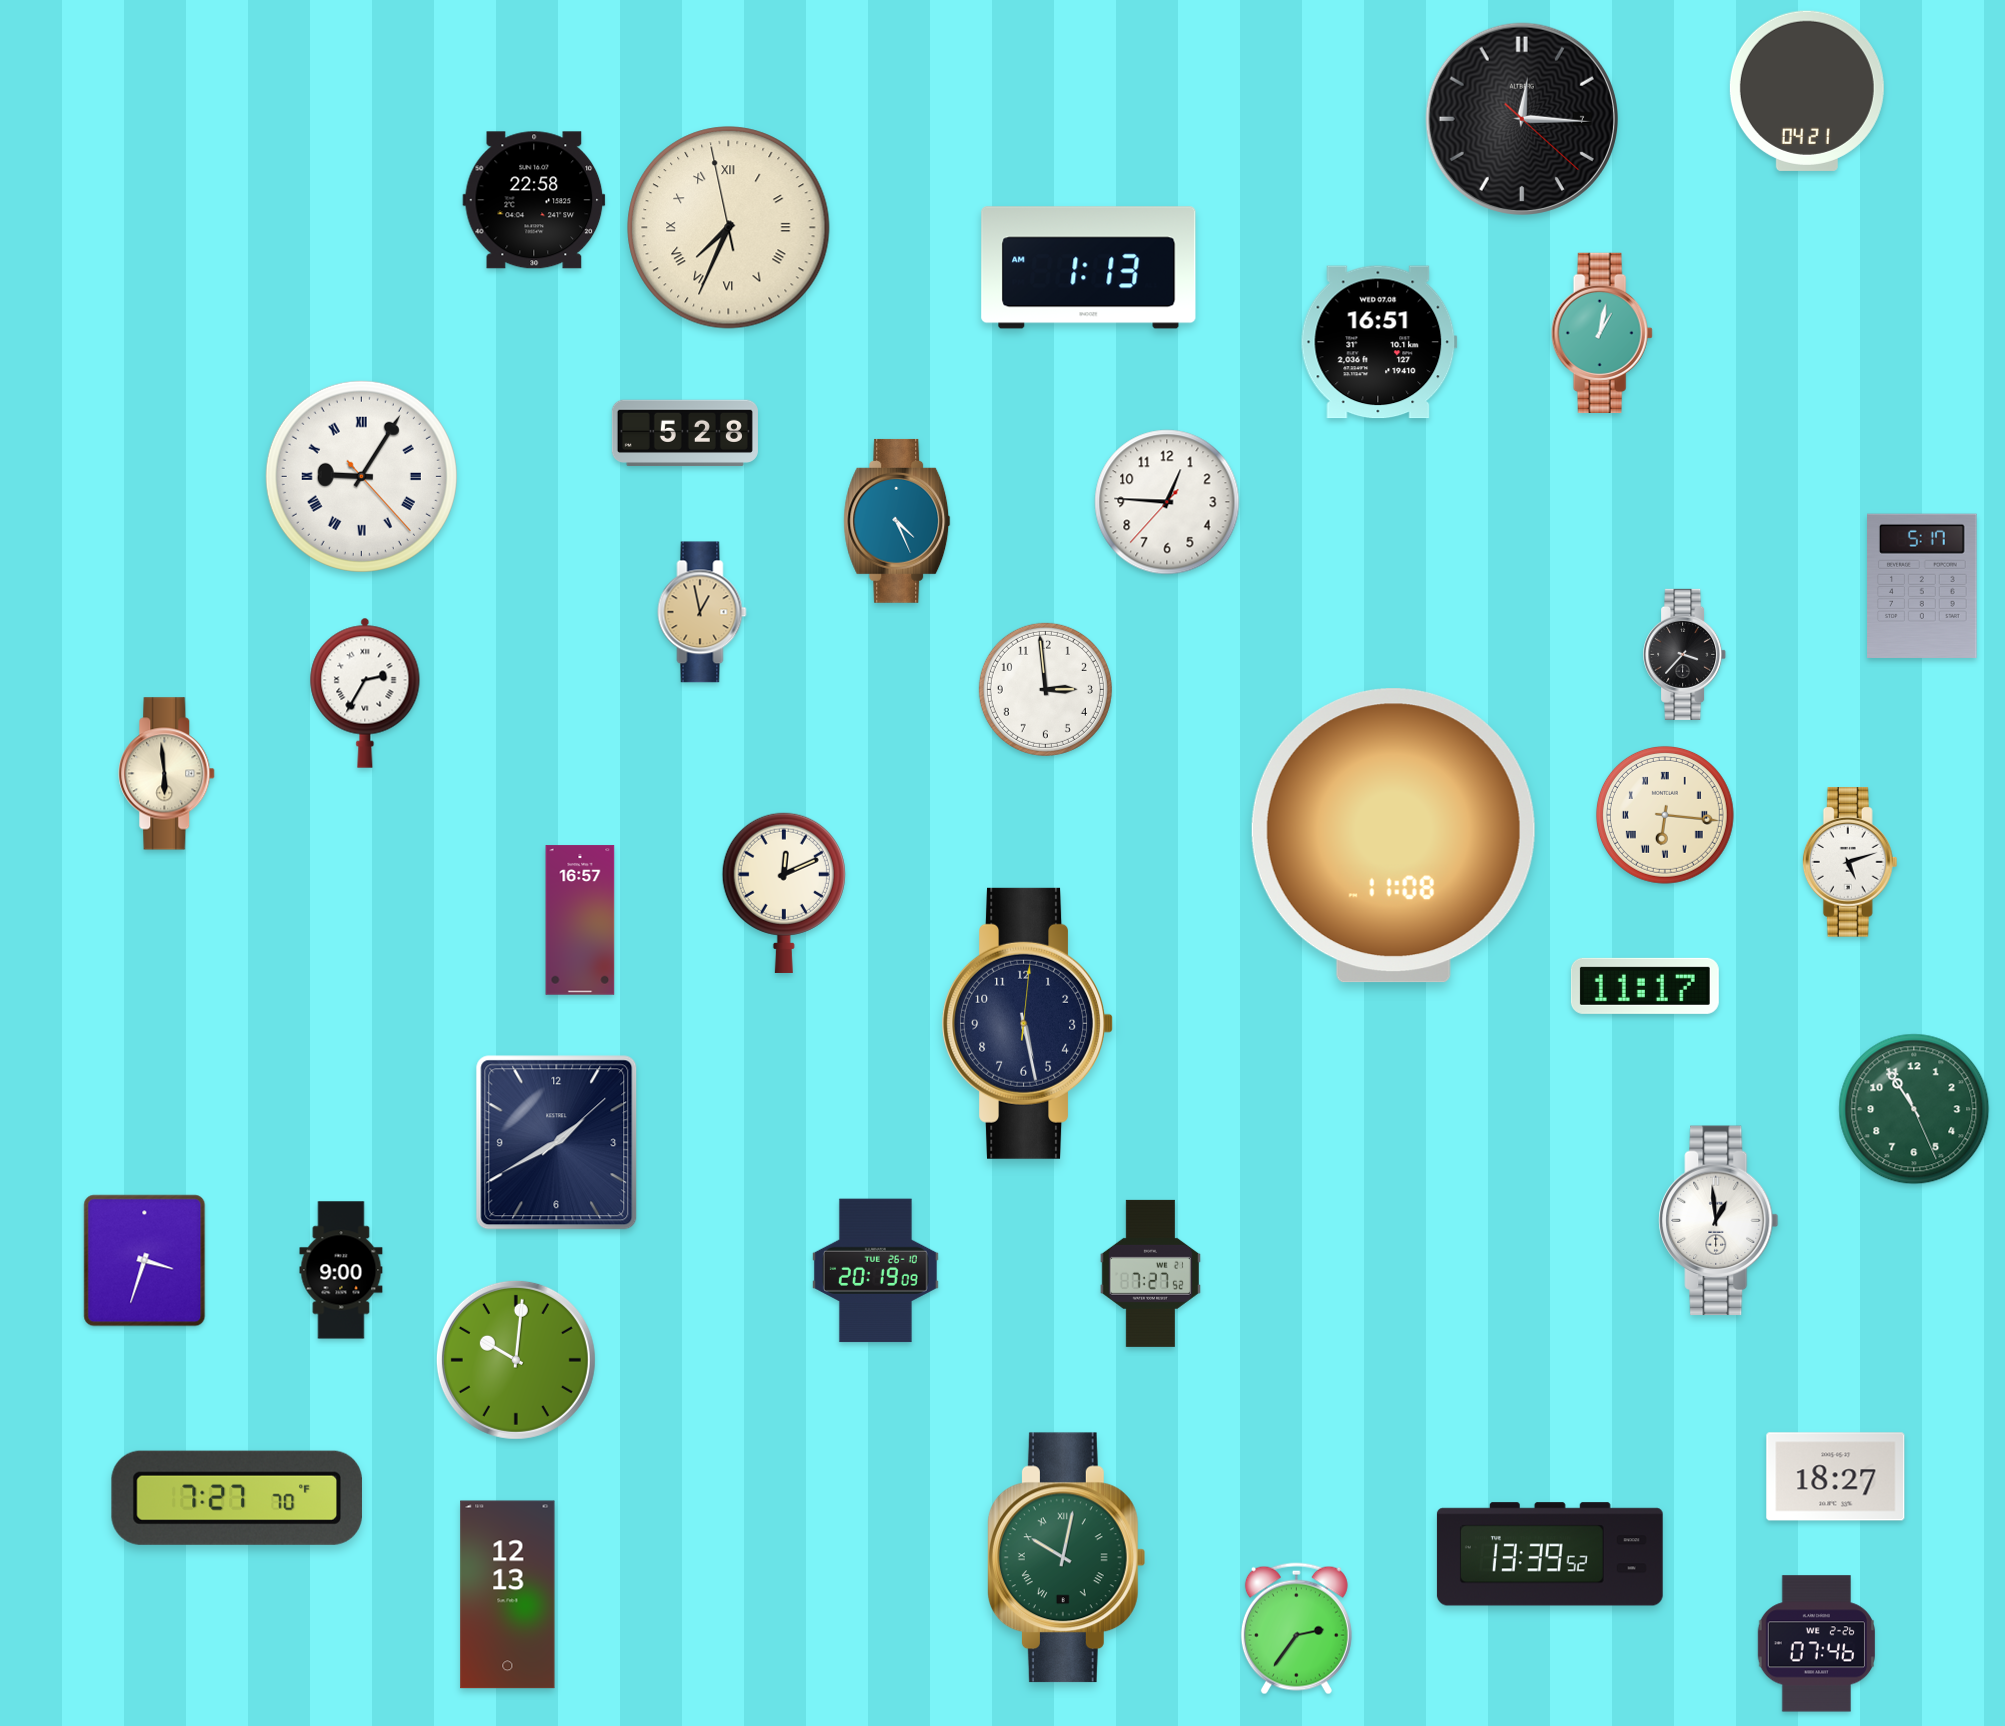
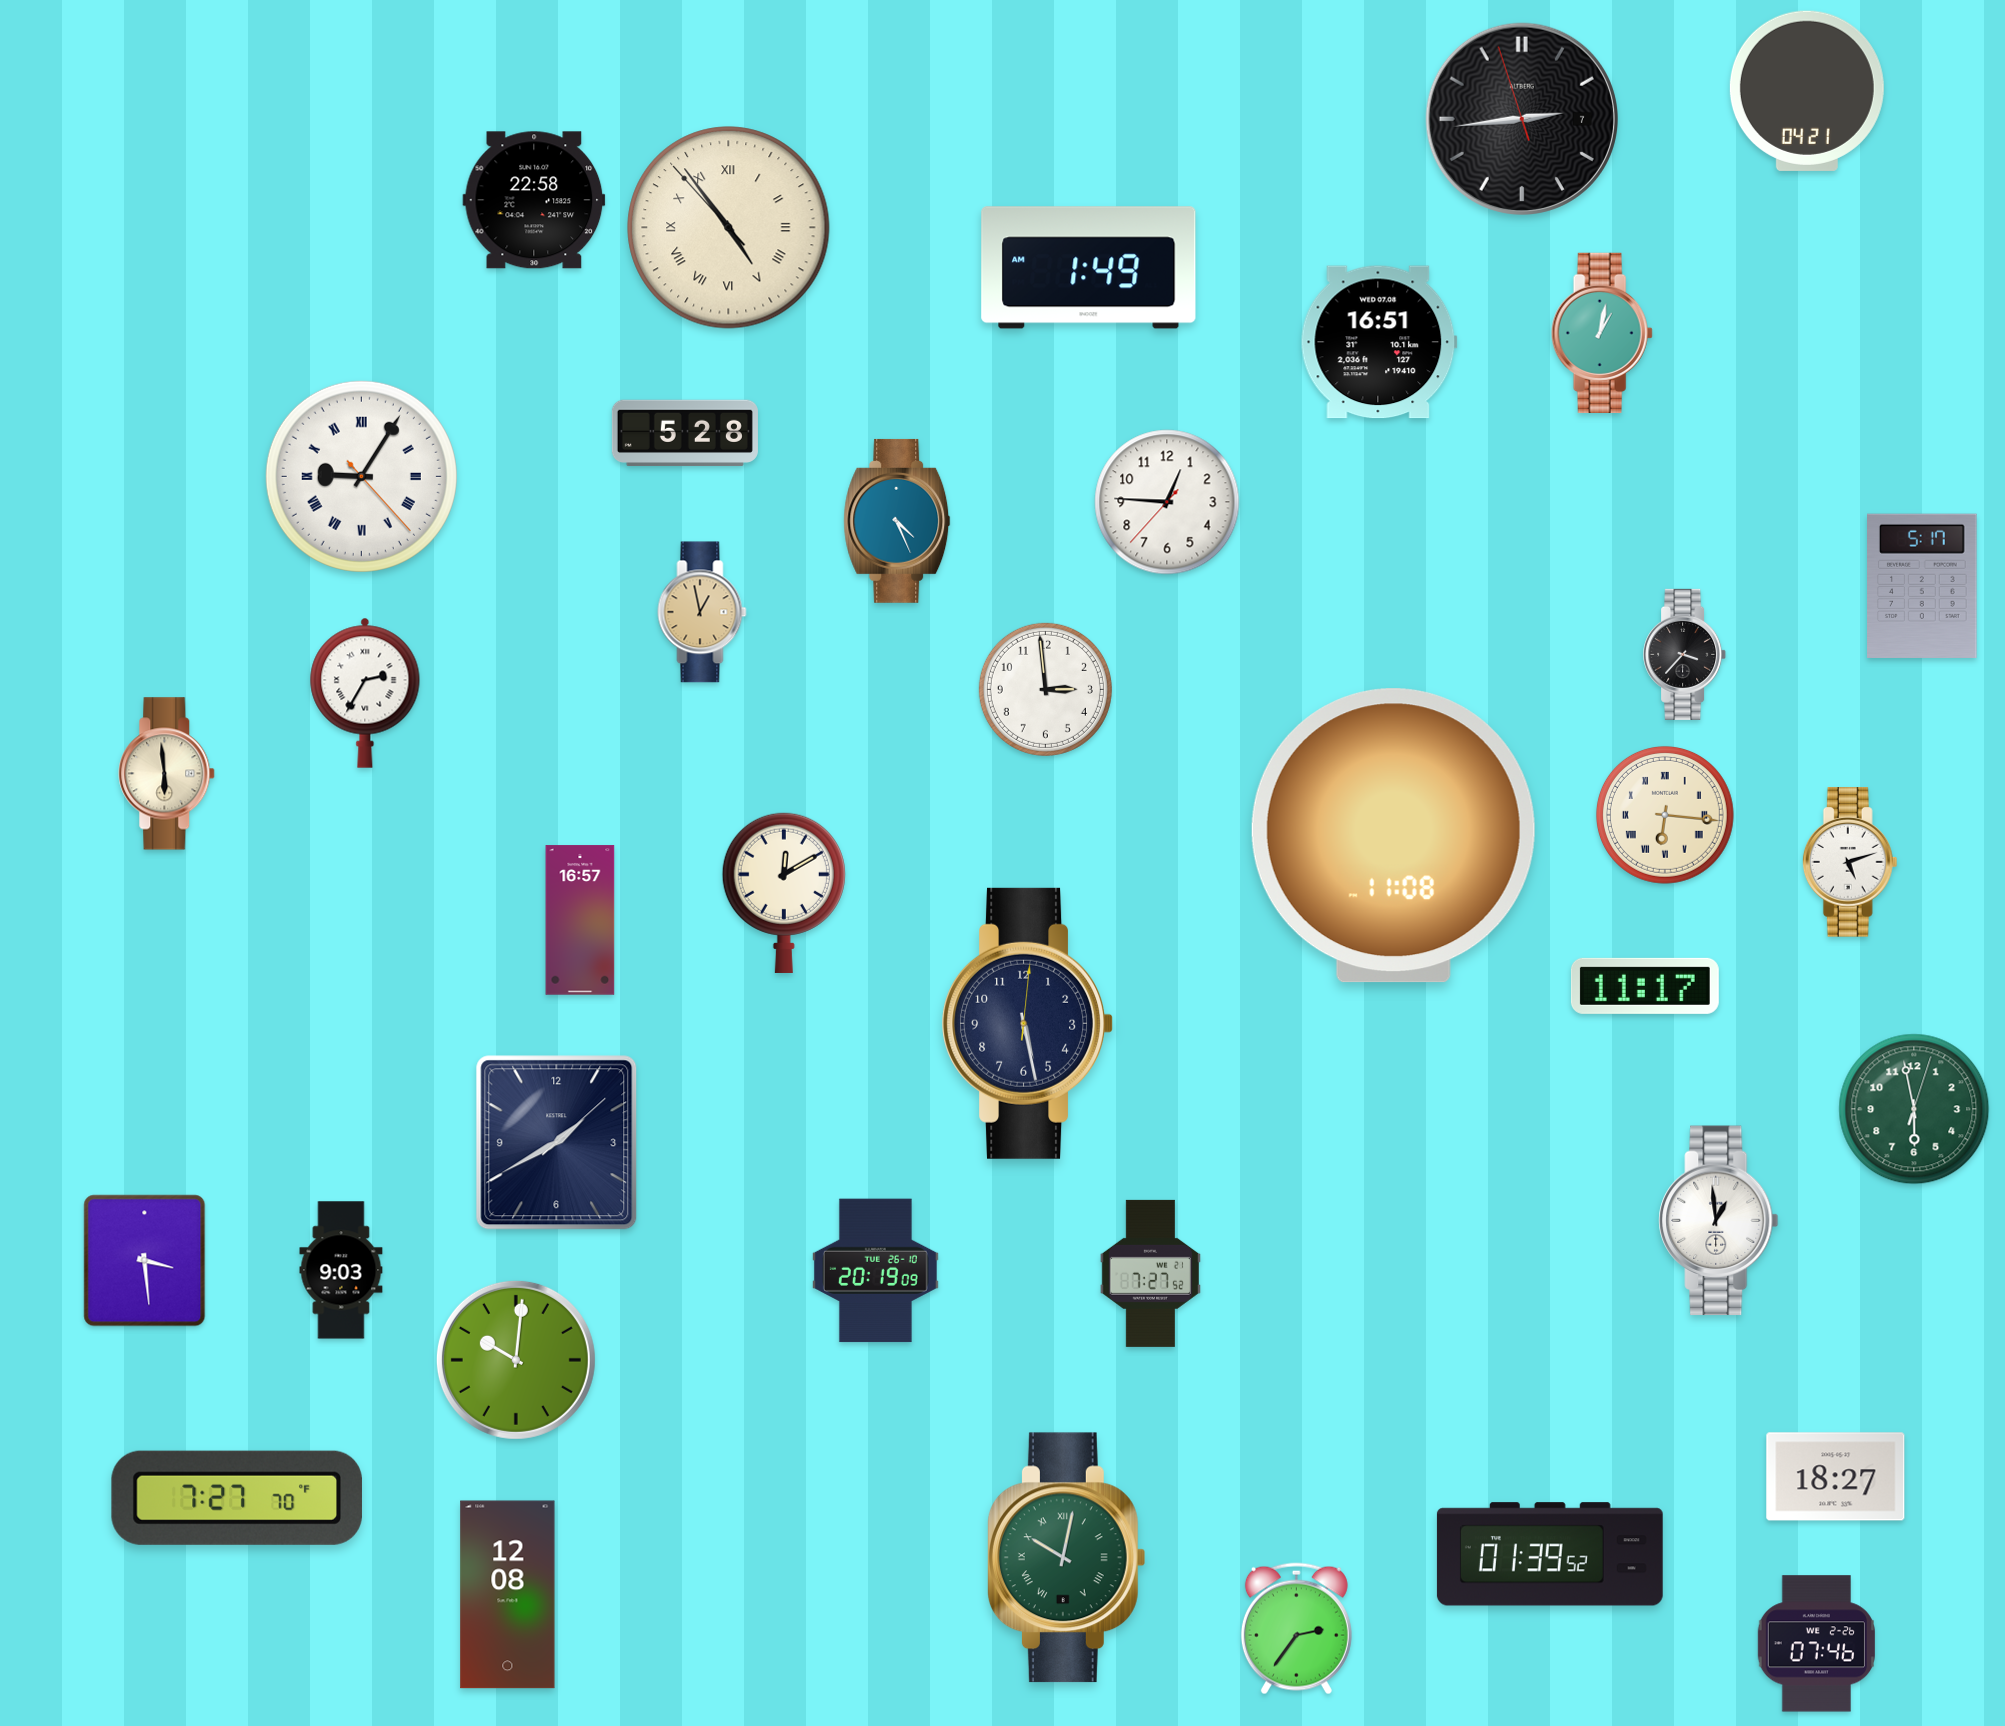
clock at (1521, 118): 12:15 -> 2:43
clock at (729, 228): 7:33 -> 4:53
clock at (1089, 268): 1:13 -> 1:49
clock at (784, 892): 12:11 -> 12:10
clock at (1914, 1109): 10:54 -> 5:58
clock at (145, 1261): 3:33 -> 3:29
clock at (341, 1270): 9:00 -> 9:03
clock at (1550, 1554): 13:39 -> 01:39
clock at (508, 1595): 12:13 -> 12:08
